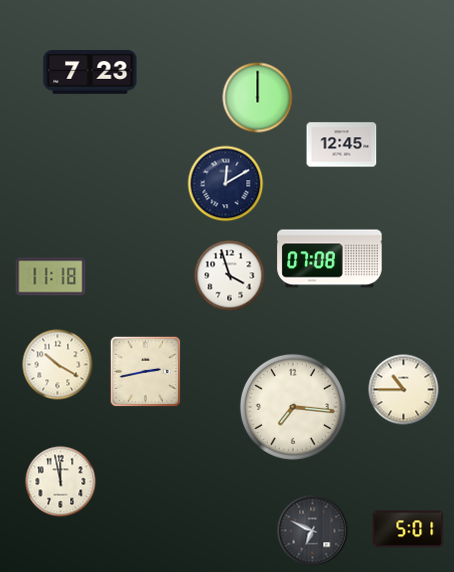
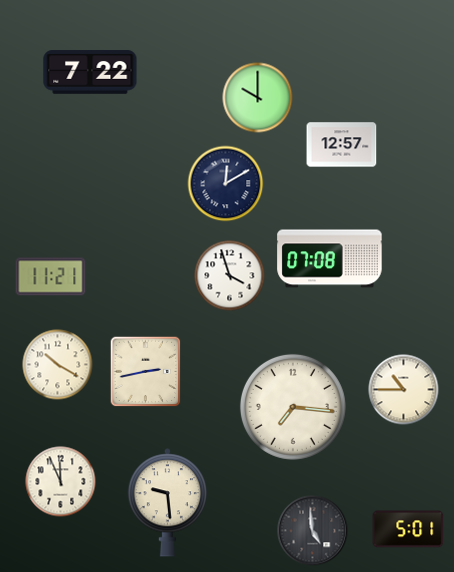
clock at (90, 72): 7:23 -> 7:22
clock at (258, 98): 12:00 -> 10:00
clock at (342, 145): 12:45 -> 12:57
clock at (51, 277): 11:18 -> 11:21
clock at (61, 482): 11:58 -> 11:56
clock at (167, 503): none -> 9:29
clock at (313, 531): 6:49 -> 4:59
